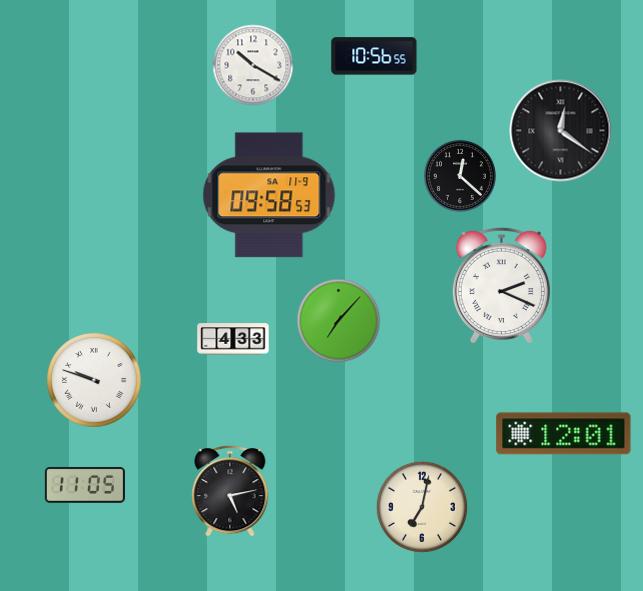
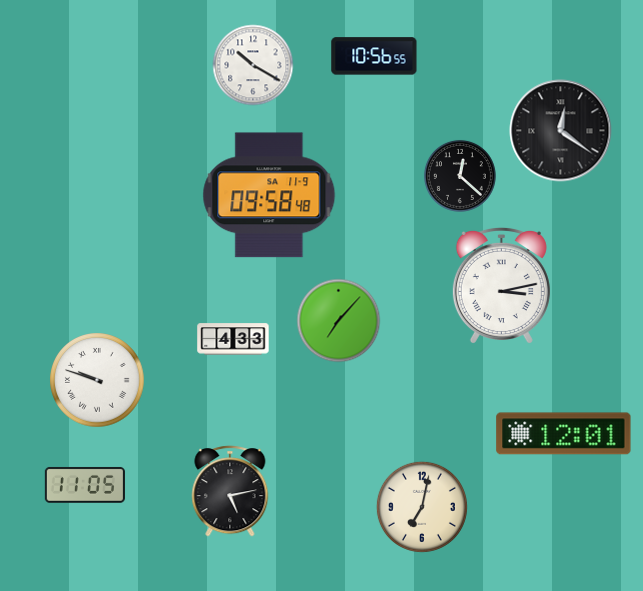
clock at (269, 195): 09:58:53 -> 09:58:48
clock at (501, 285): 2:19 -> 3:13
clock at (94, 380) position: (94, 380) -> (97, 380)
